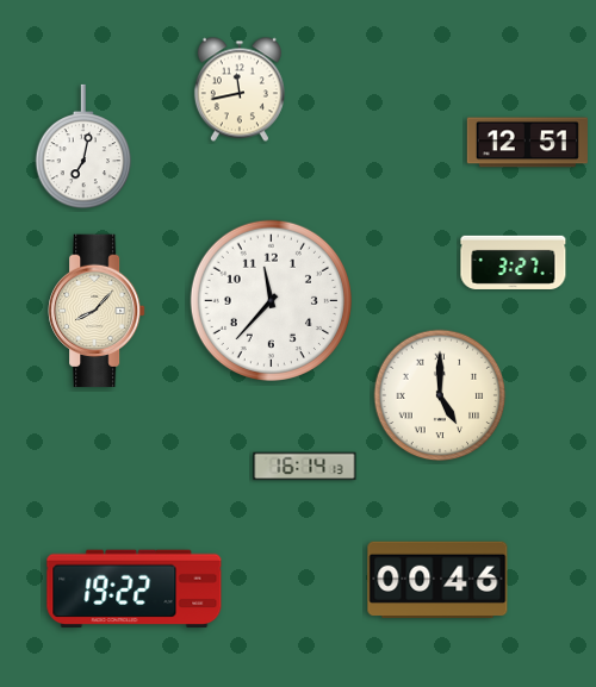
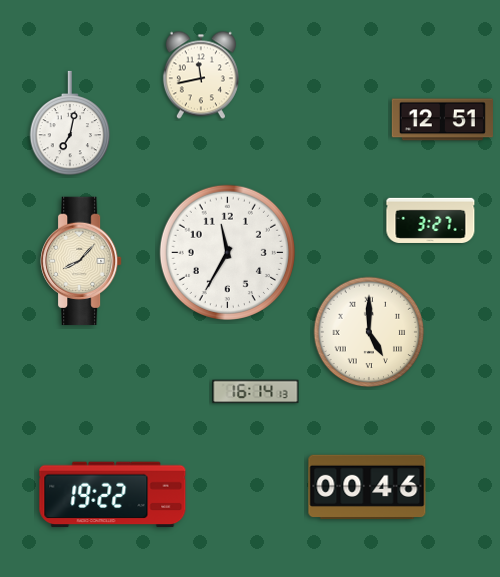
clock at (271, 300): 11:37 -> 11:35
